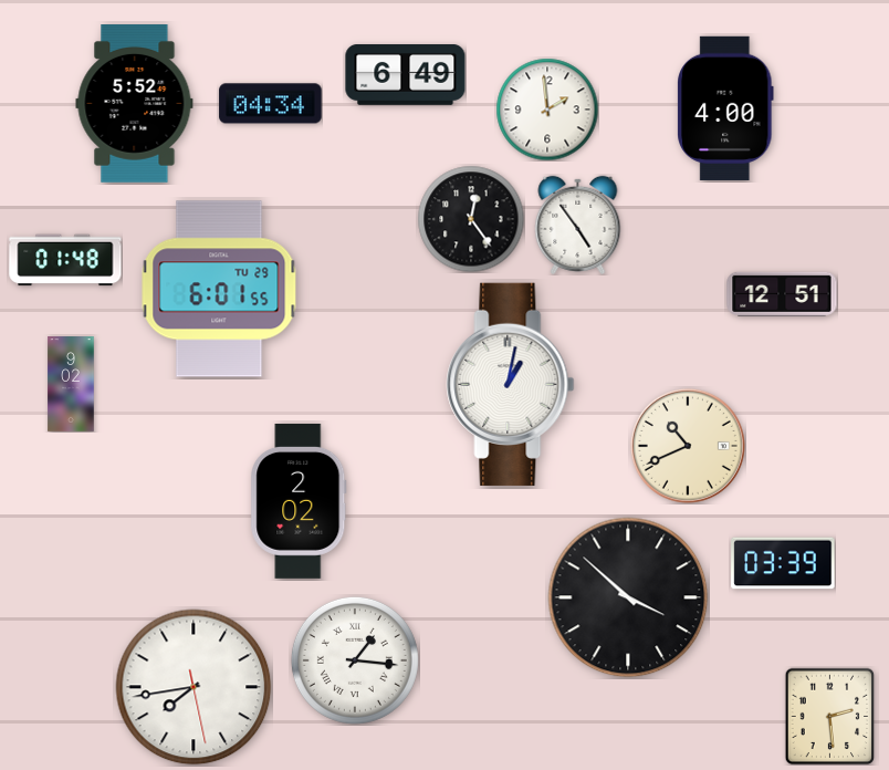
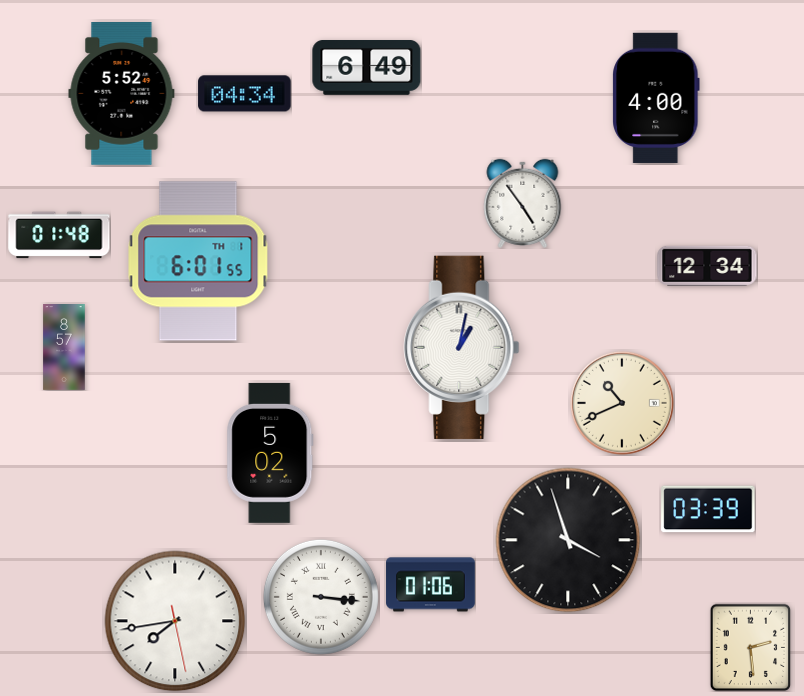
clock at (547, 110): 1:59 -> none
clock at (471, 219): 12:24 -> none
clock at (219, 289) date: TU 29 -> TH 1
clock at (782, 294): 12:51 -> 12:34
clock at (71, 385): 9:02 -> 8:57
clock at (299, 501): 2:02 -> 5:02
clock at (628, 597): 3:52 -> 3:57
clock at (431, 585): none -> 01:06
clock at (355, 660): 1:16 -> 3:16
